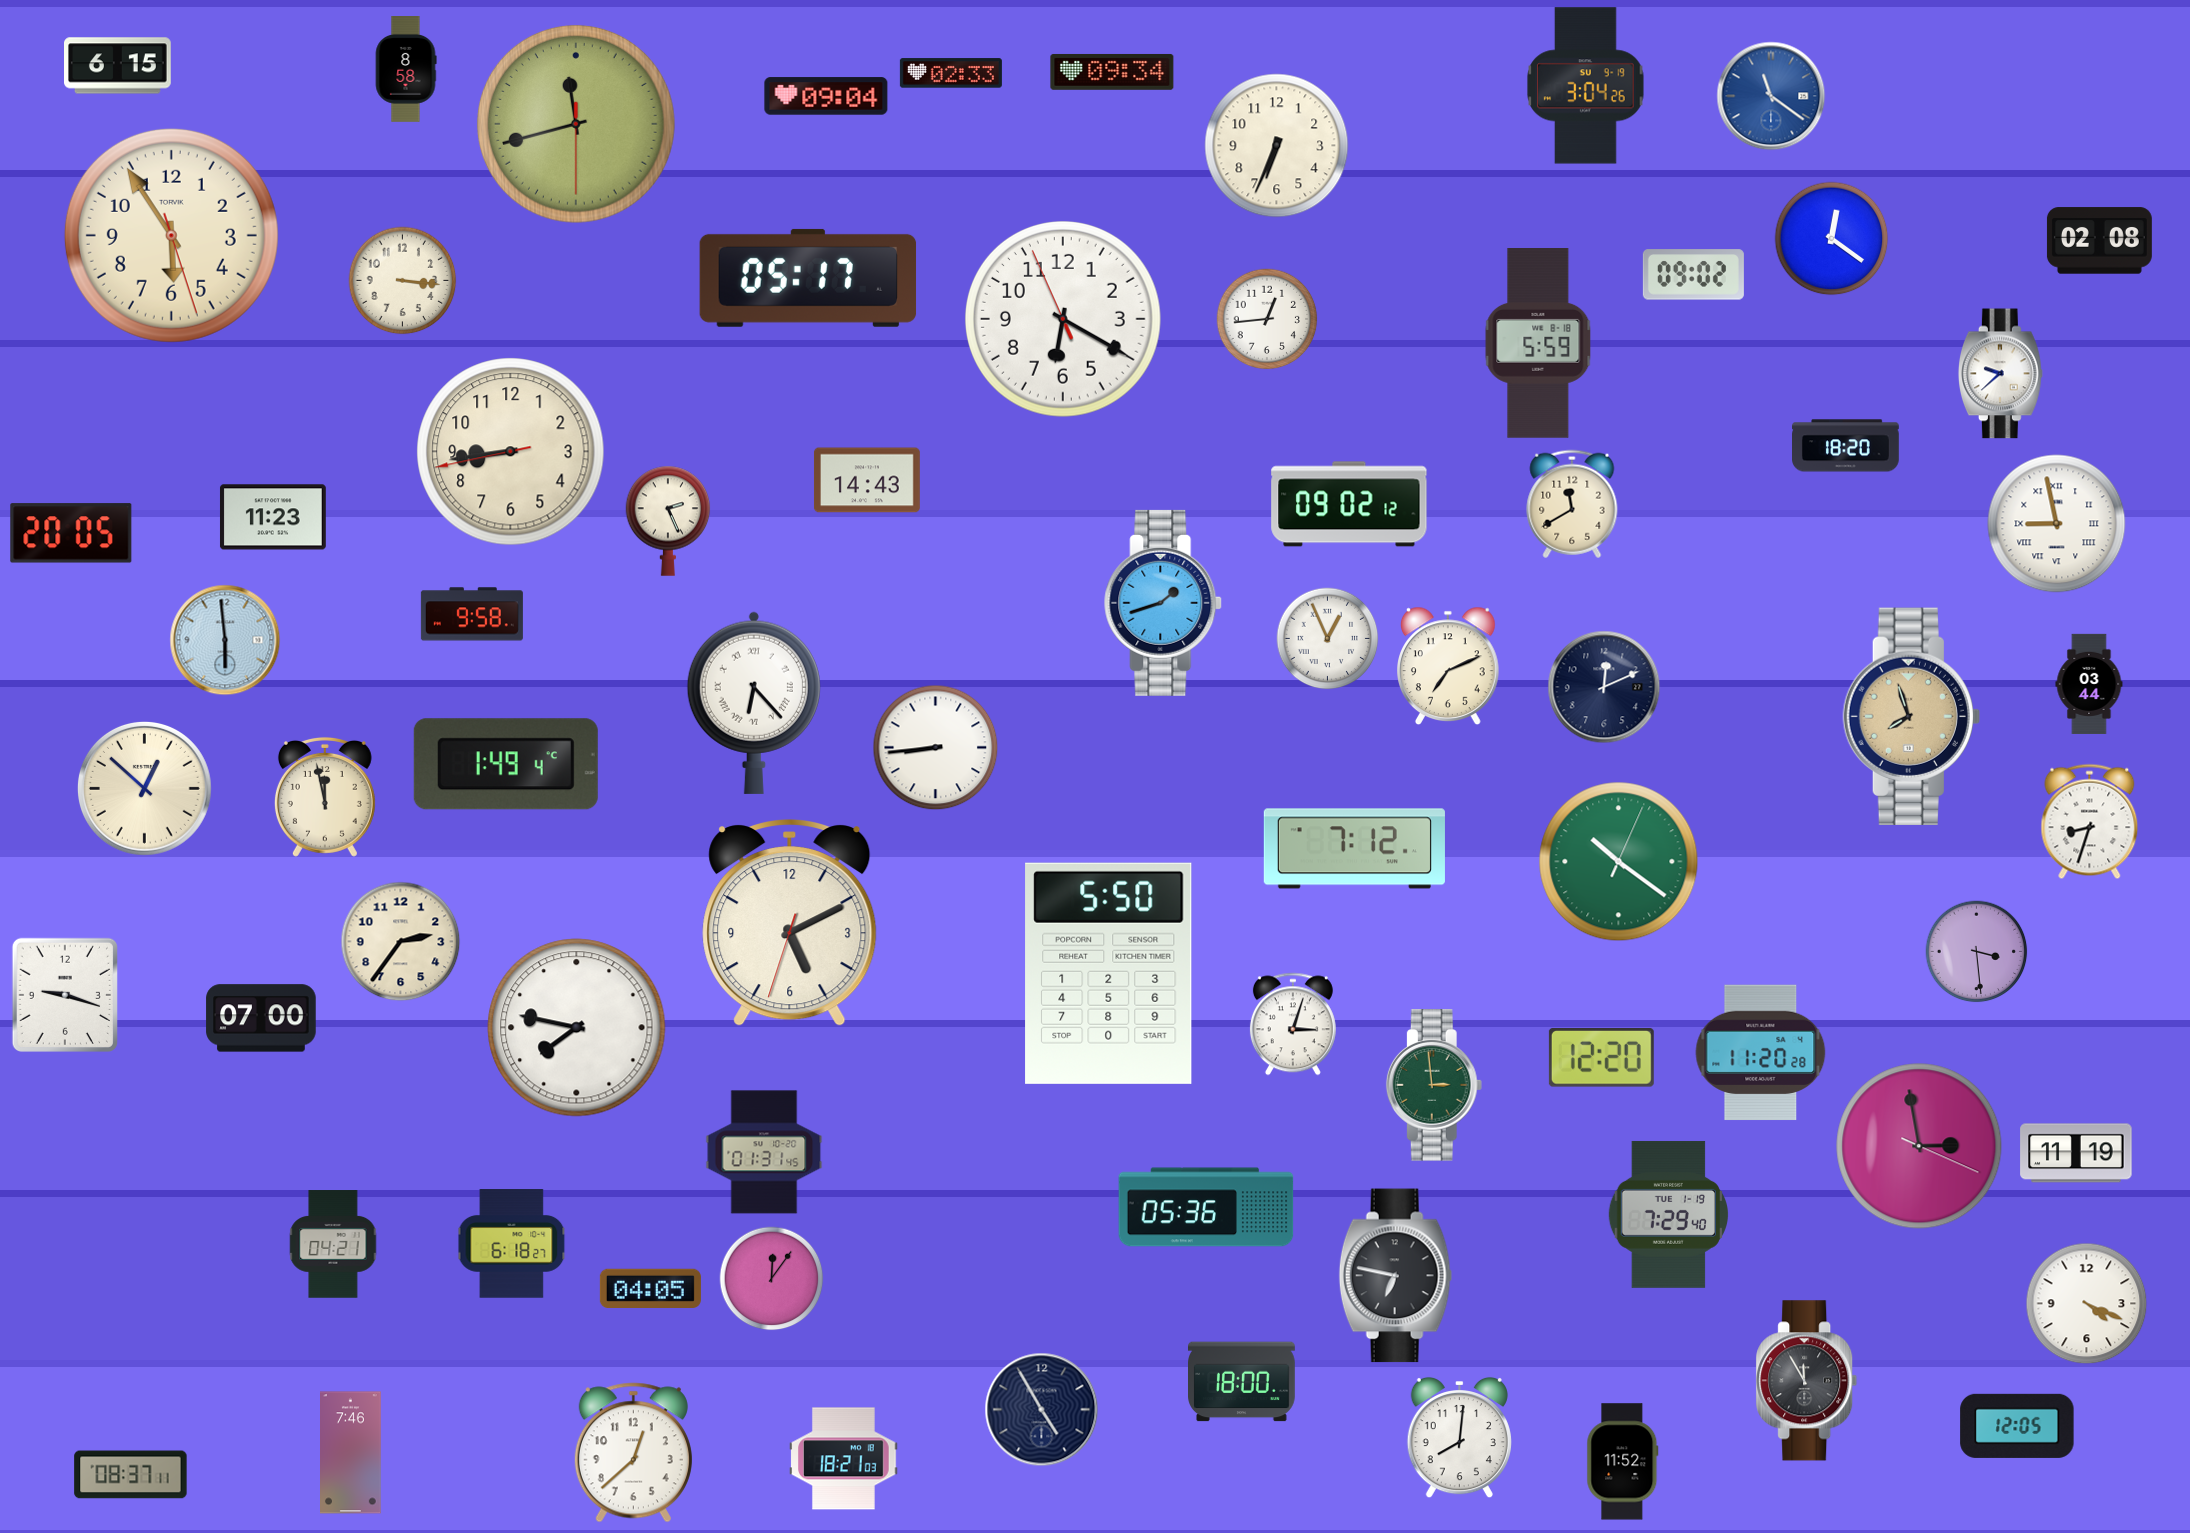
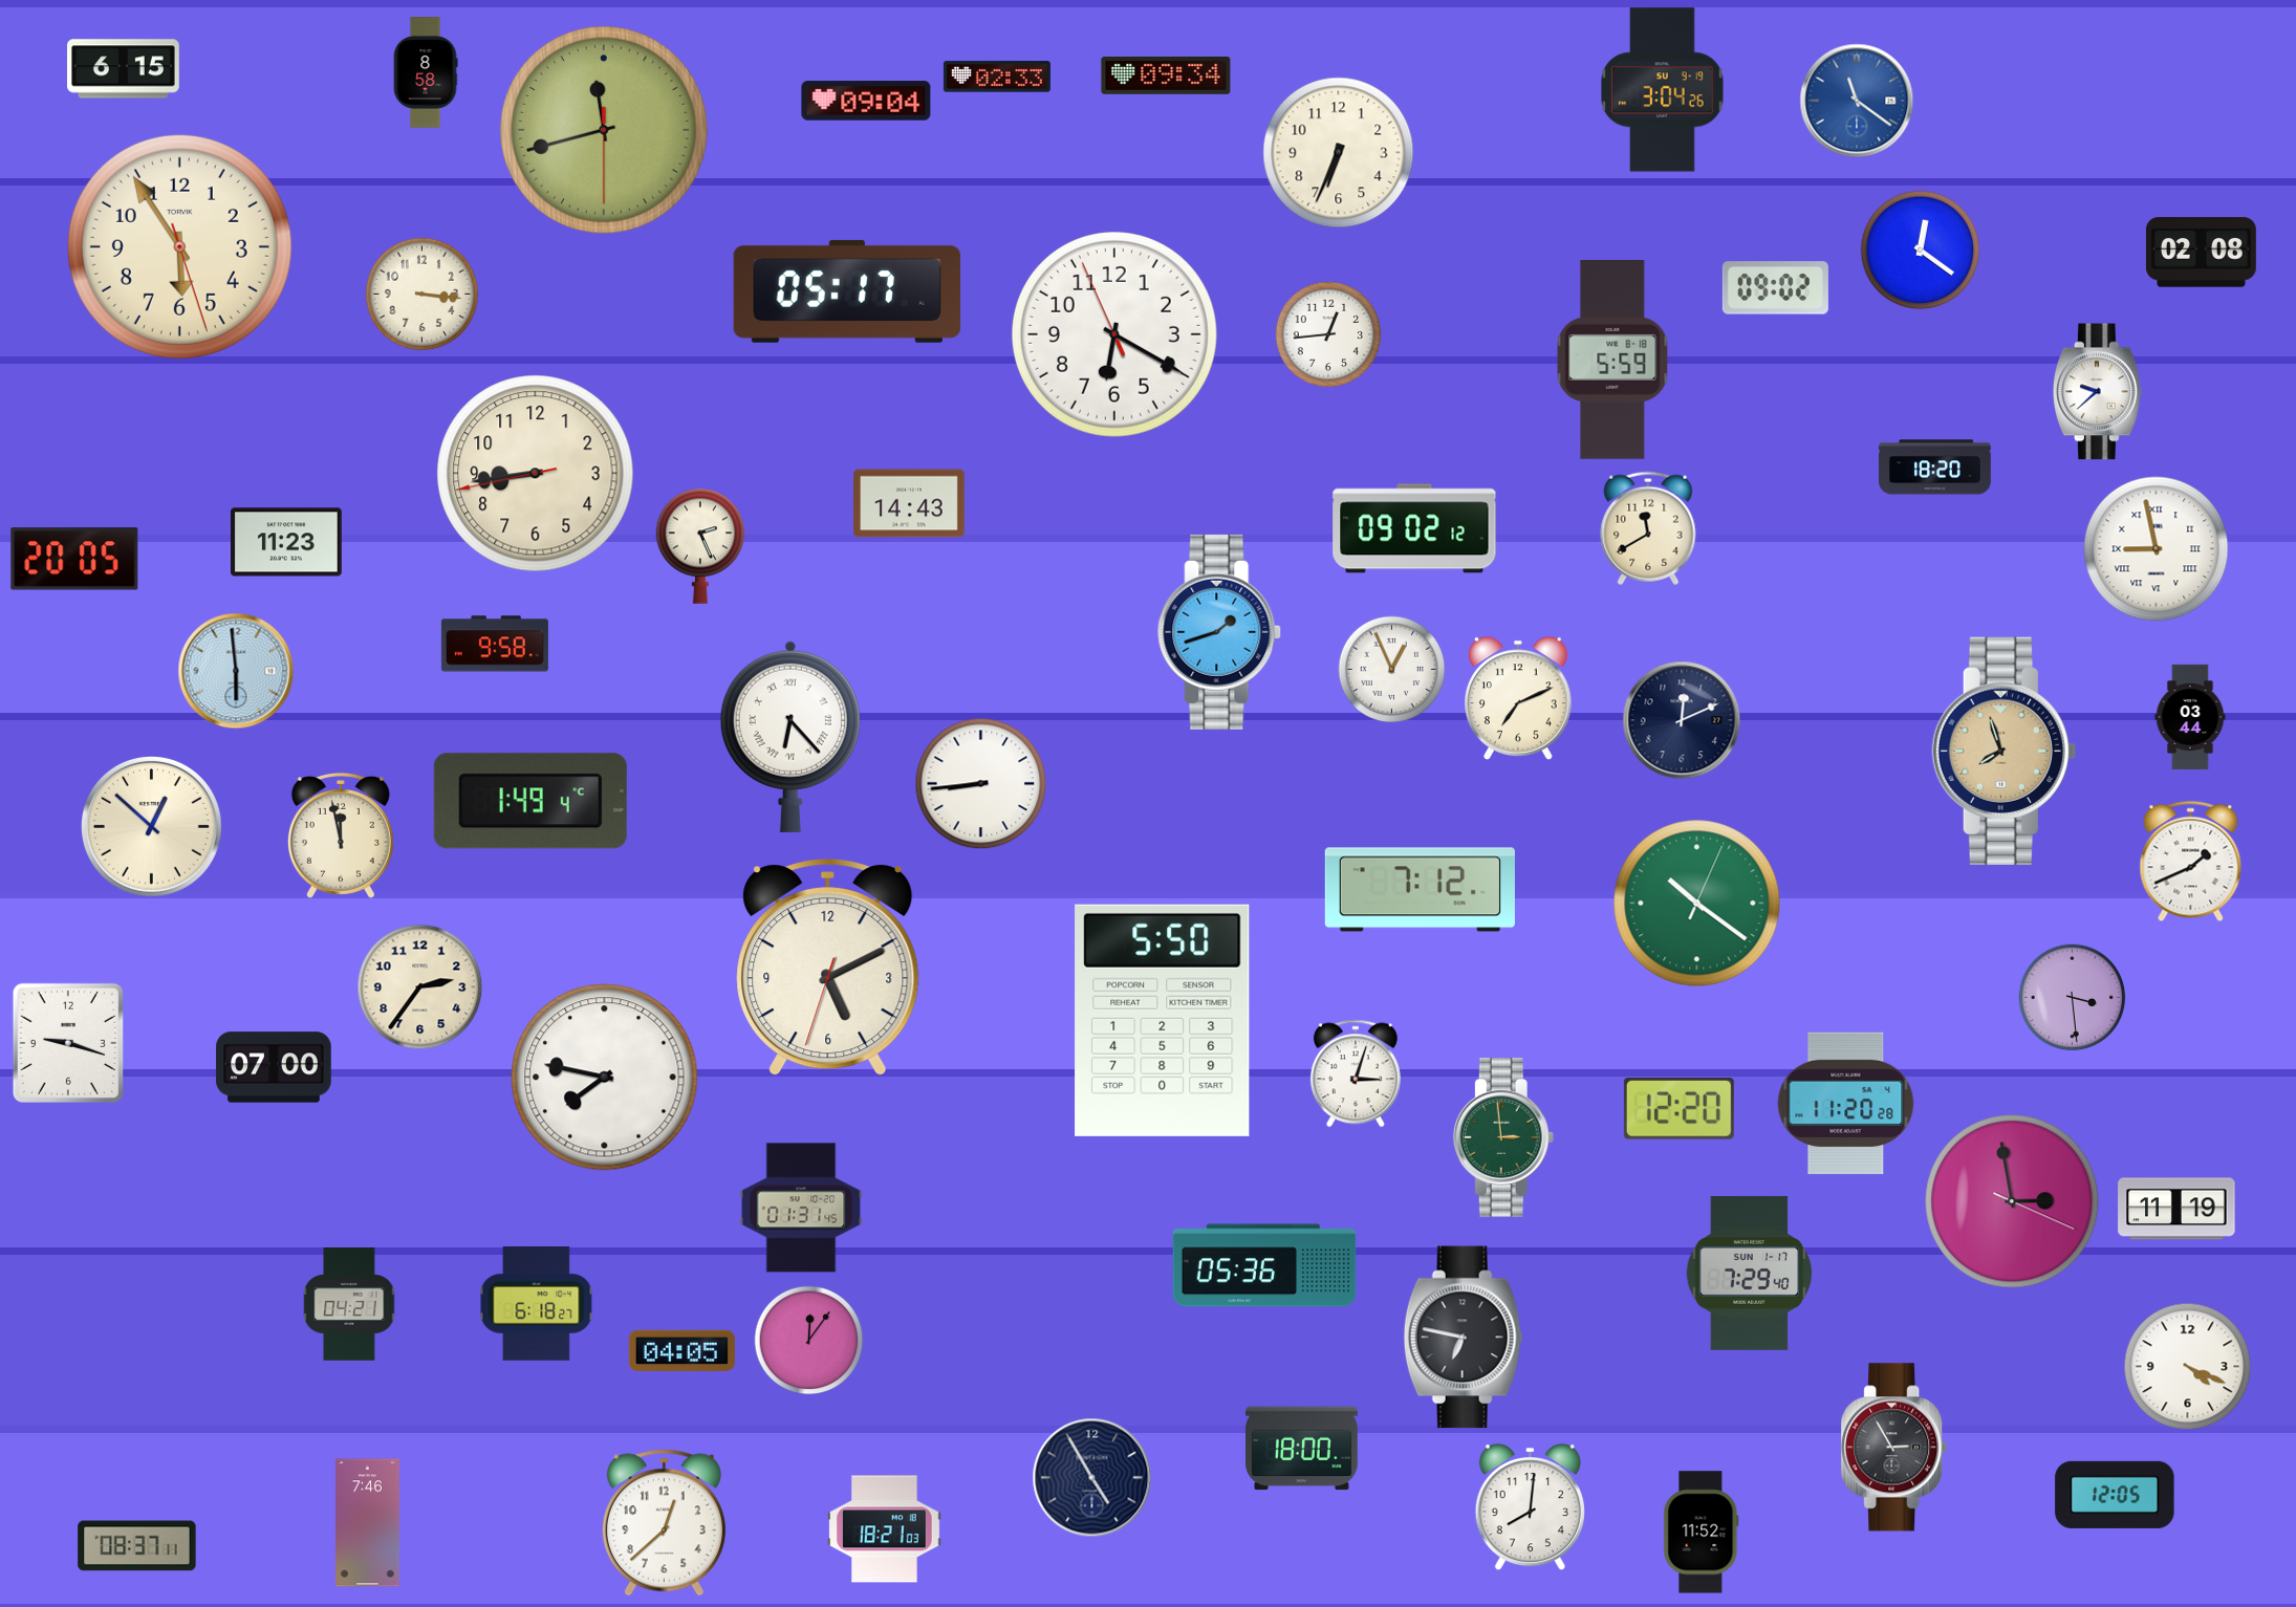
clock at (2090, 822): 8:33 -> 1:41
clock at (1668, 1214) date: TUE 1-19 -> SUN 1-17
clock at (1807, 1381): 11:55 -> 2:55
